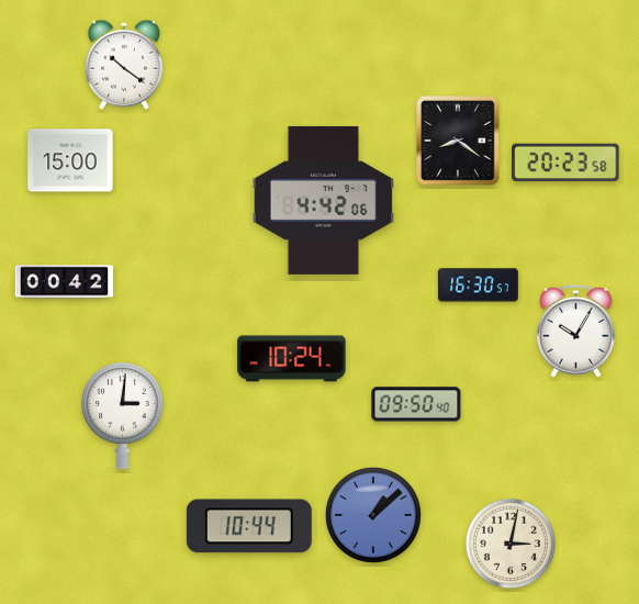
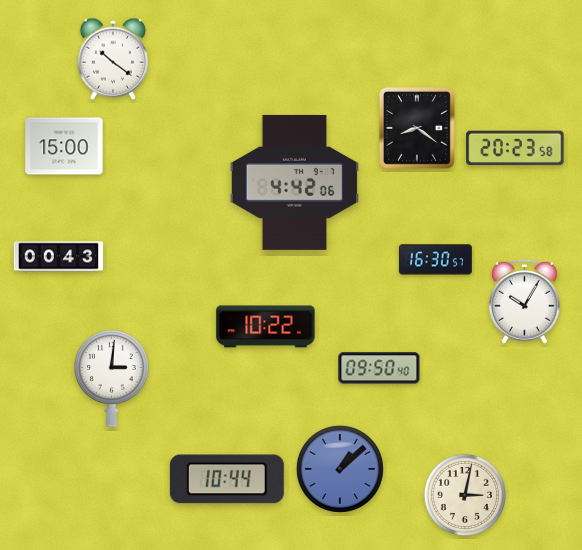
clock at (65, 282): 00:42 -> 00:43
clock at (292, 359): 10:24 -> 10:22
